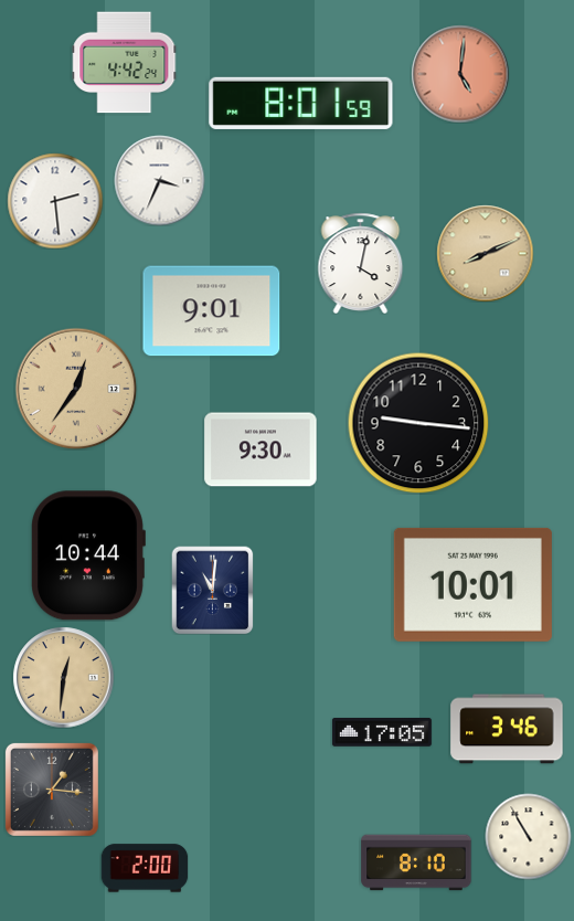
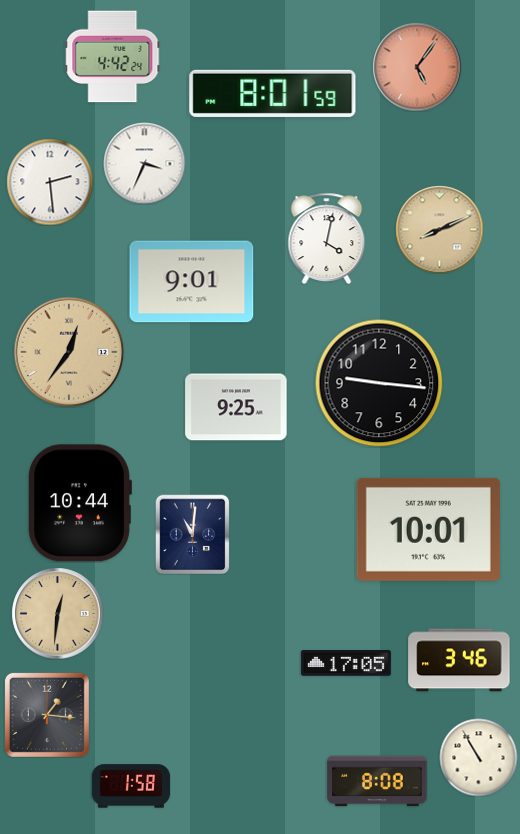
clock at (460, 74): 5:01 -> 5:06
clock at (261, 449): 9:30 -> 9:25
clock at (416, 862): 8:10 -> 8:08
clock at (145, 868): 2:00 -> 1:58
